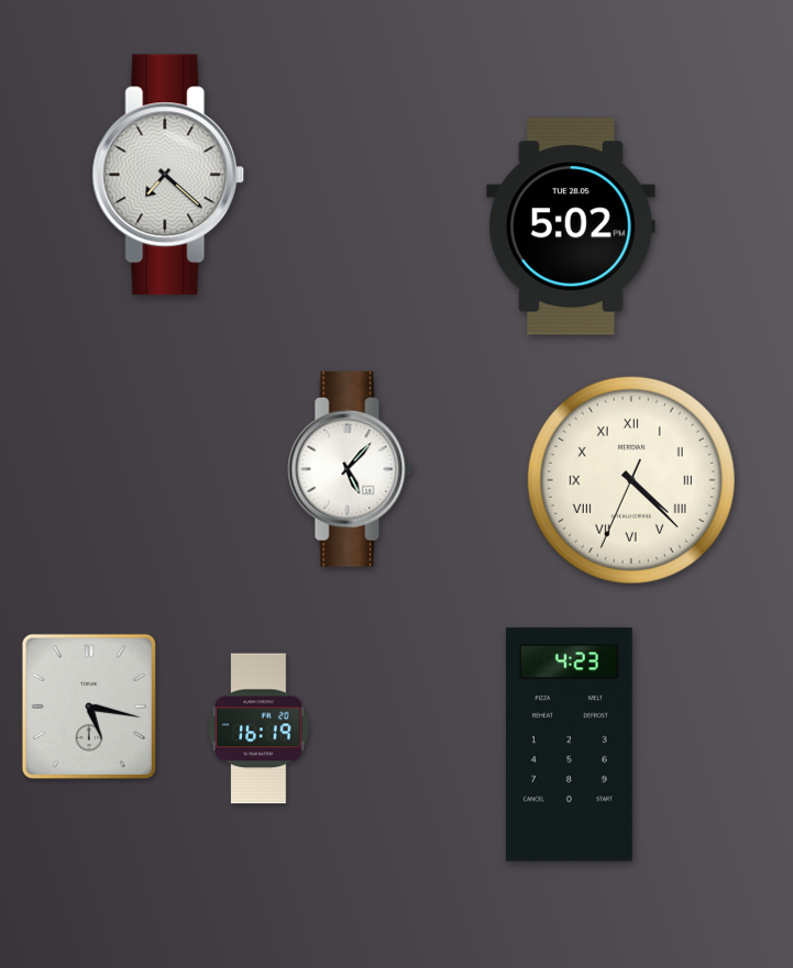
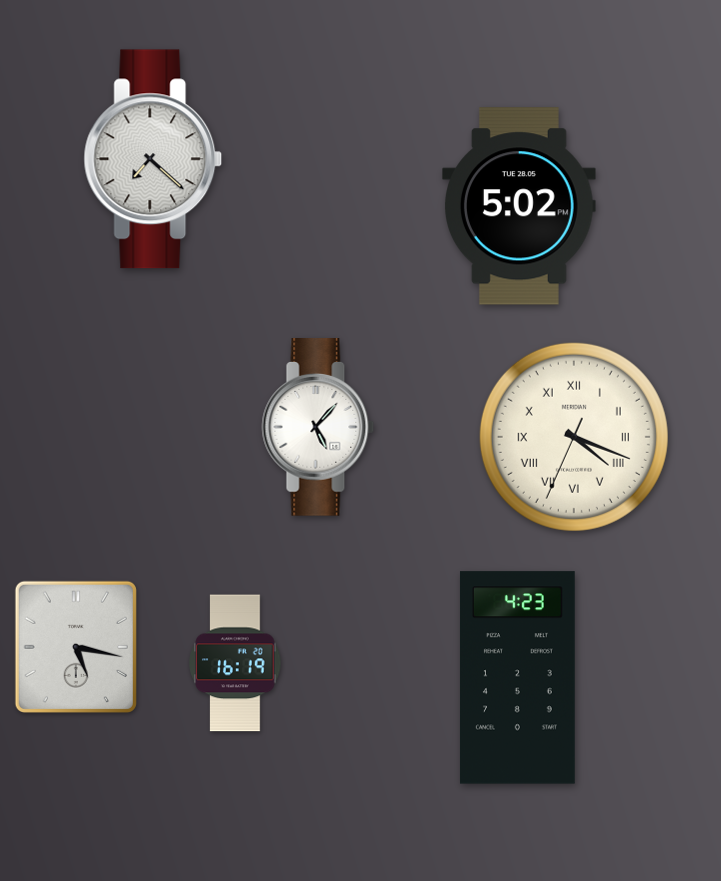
clock at (631, 480): 4:22 -> 4:18
clock at (89, 706) position: (89, 706) -> (76, 647)
